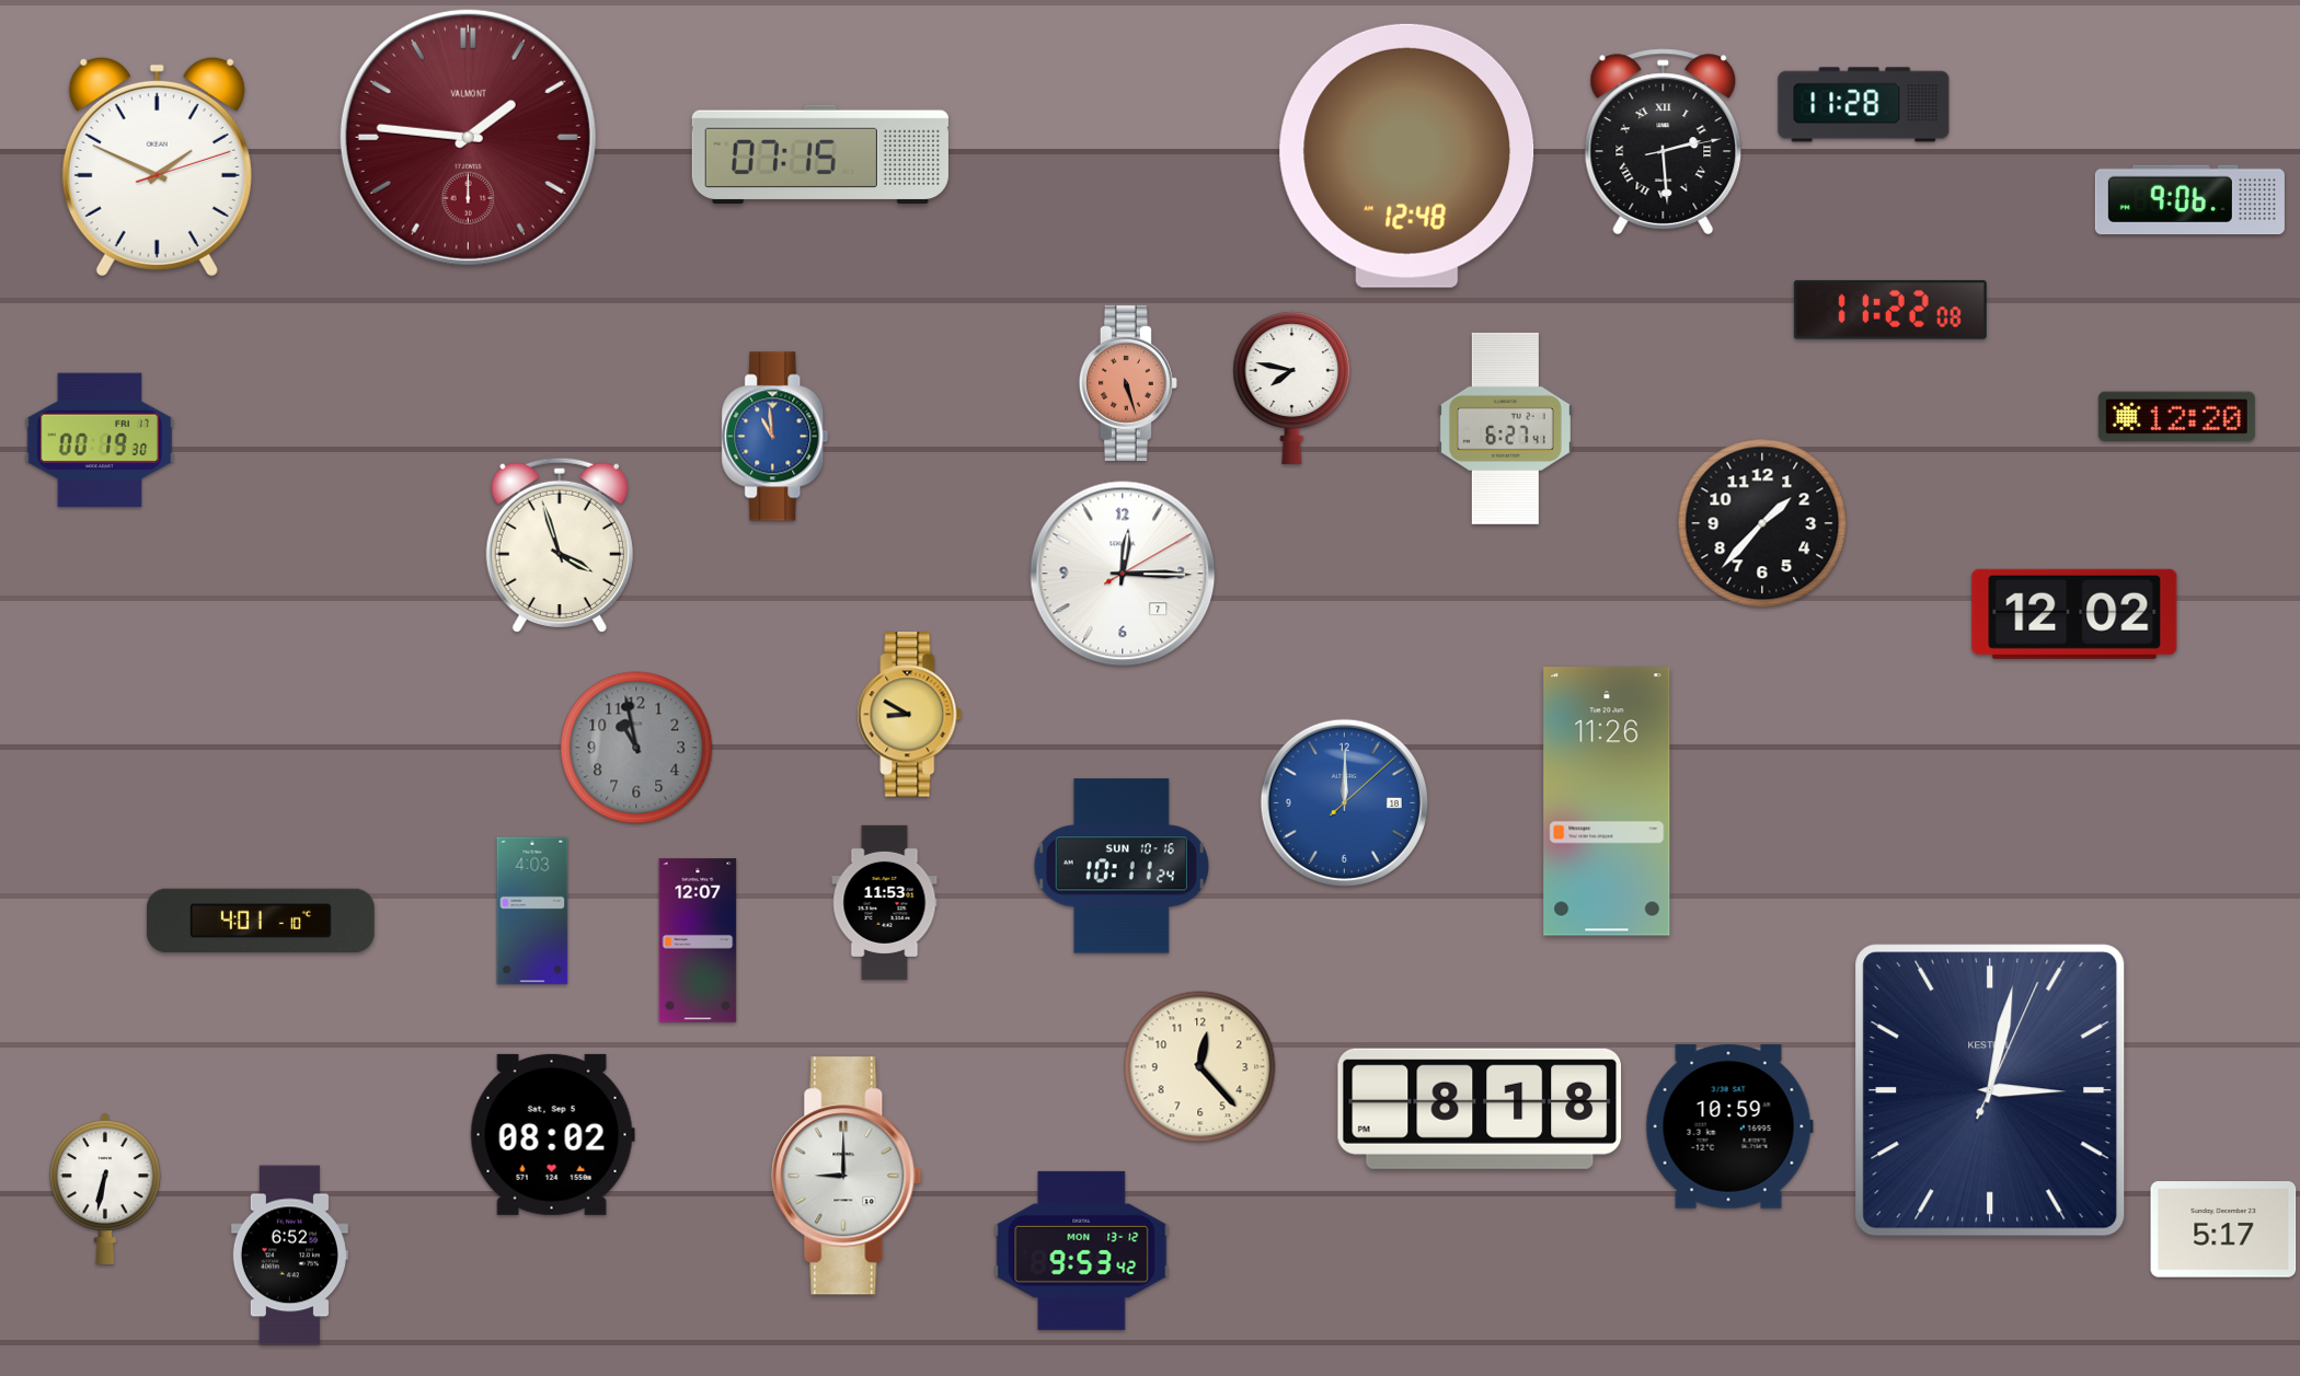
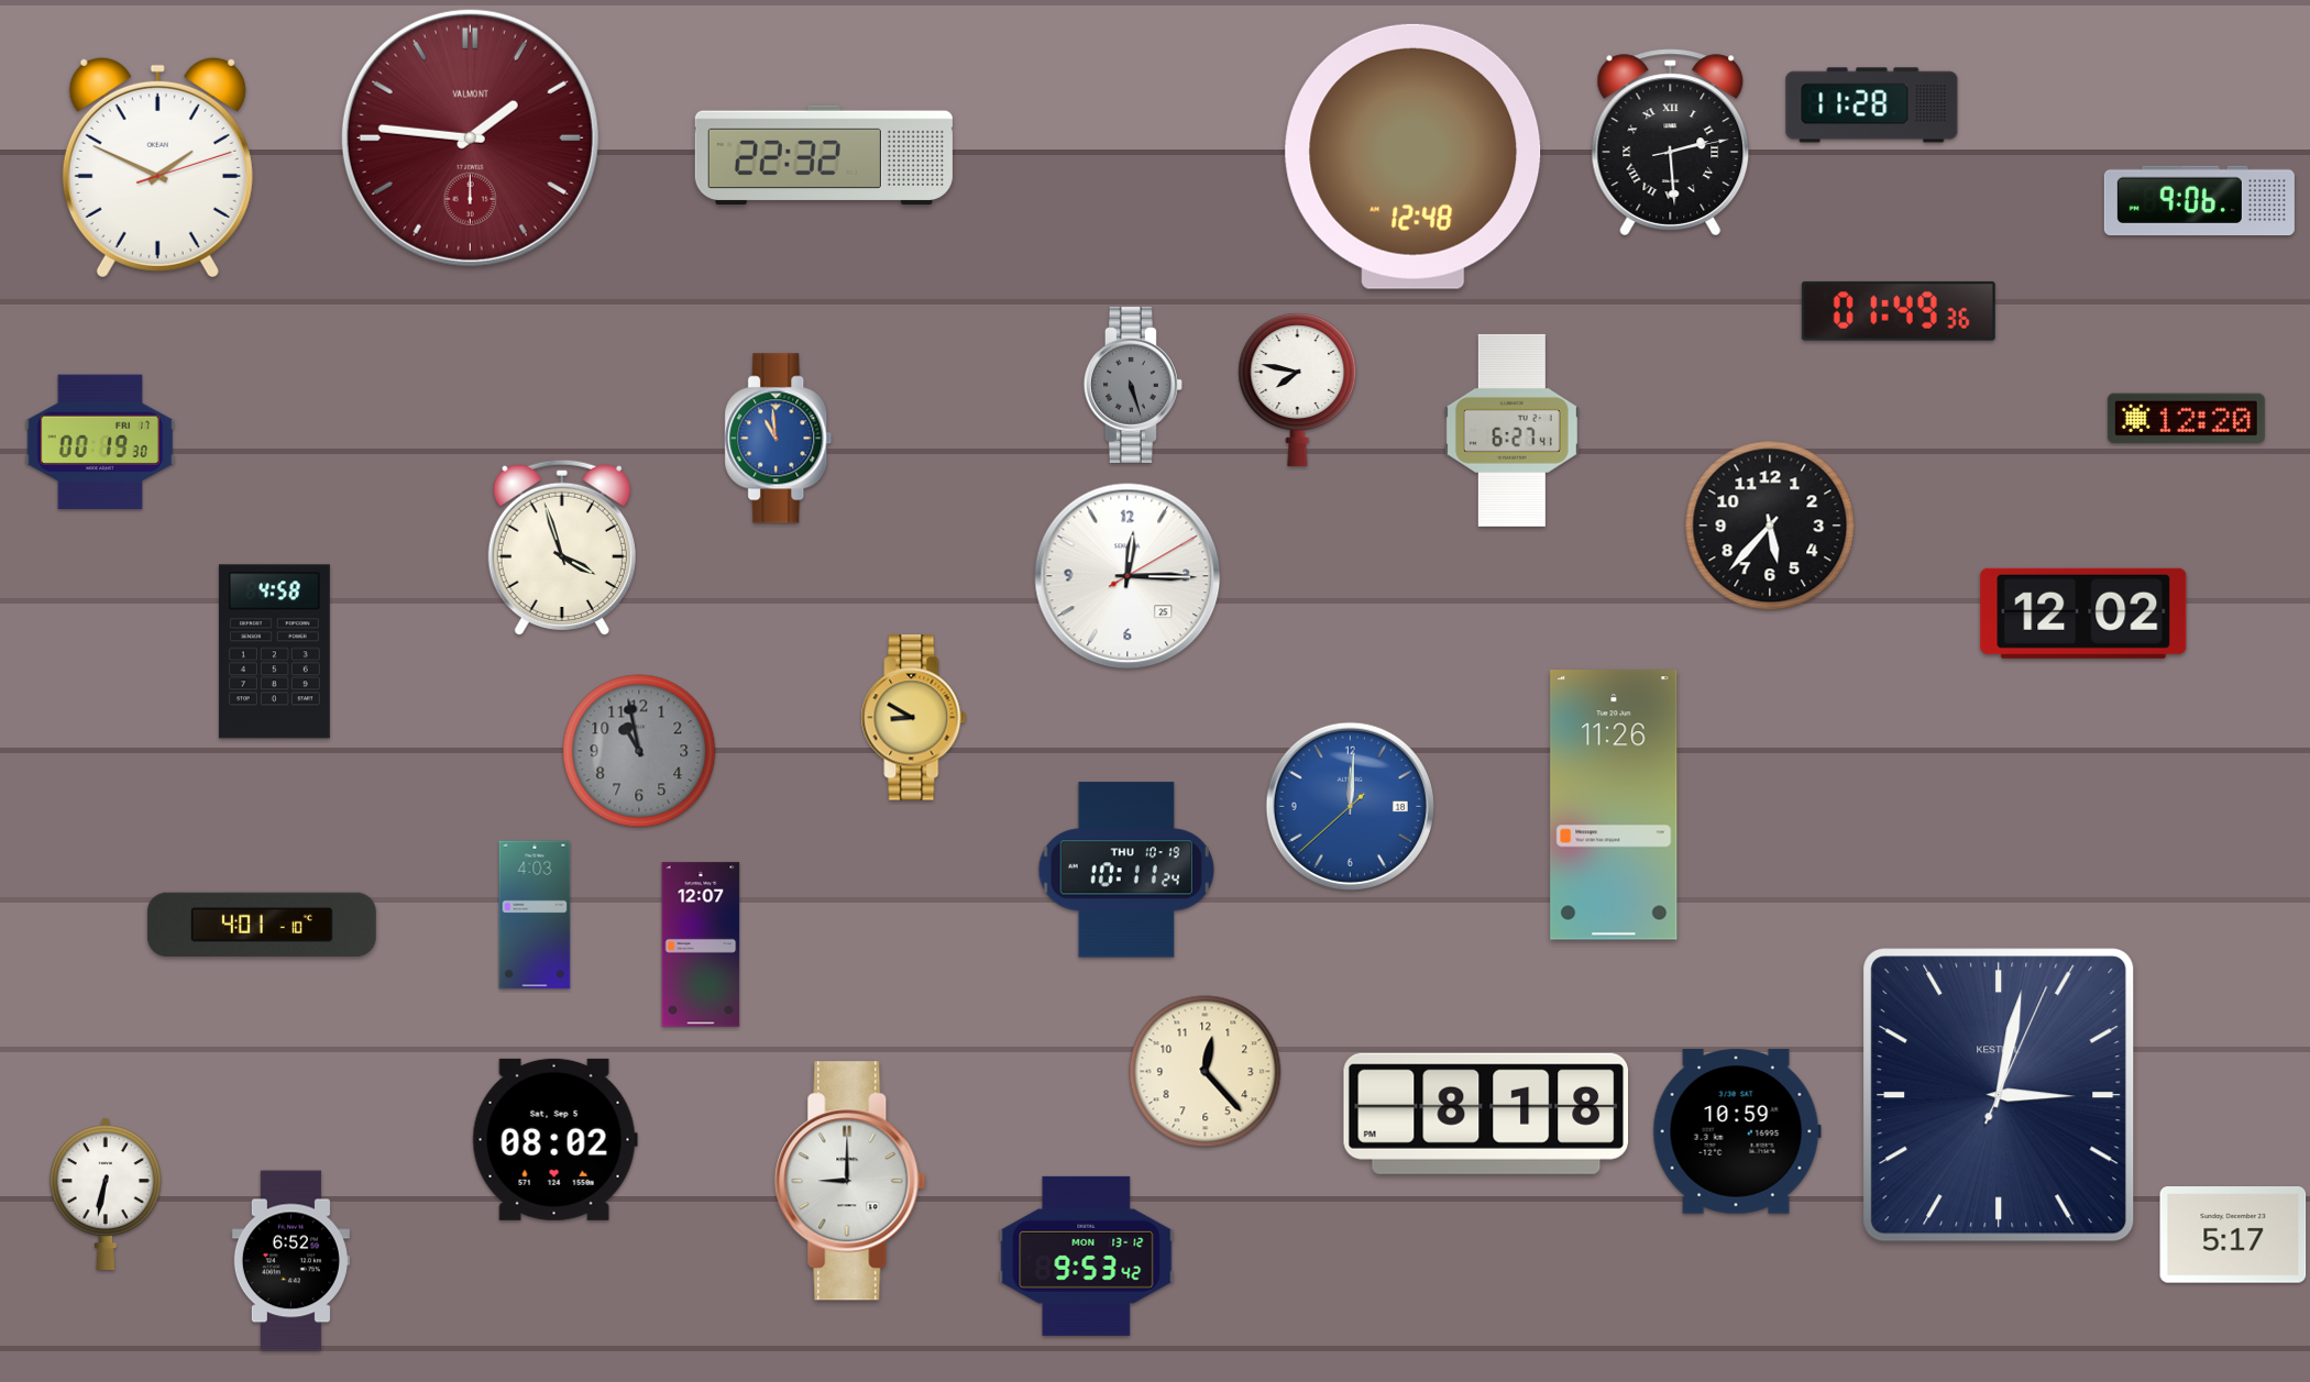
clock at (820, 153): 07:15 -> 22:32
clock at (1890, 310): 11:22 -> 01:49
clock at (1128, 383) dial: salmon -> grey
clock at (1762, 523): 1:37 -> 5:37
clock at (1123, 574) date: 7 -> 25
clock at (2074, 614) position: (2074, 614) -> (2083, 613)
clock at (274, 652): none -> 4:58
clock at (1344, 802): 12:00:08 -> 12:00:38
clock at (1122, 866) date: SUN 10-16 -> THU 10-19
clock at (885, 902): 11:53 -> none
